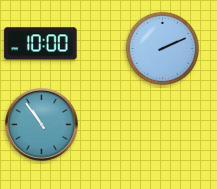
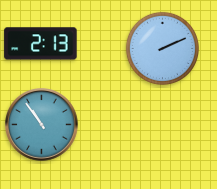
clock at (41, 44): 10:00 -> 2:13
